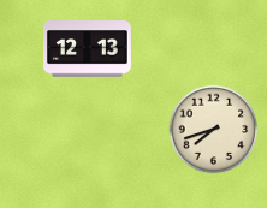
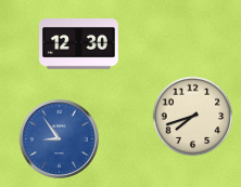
clock at (88, 49): 12:13 -> 12:30
clock at (59, 138): none -> 8:54
